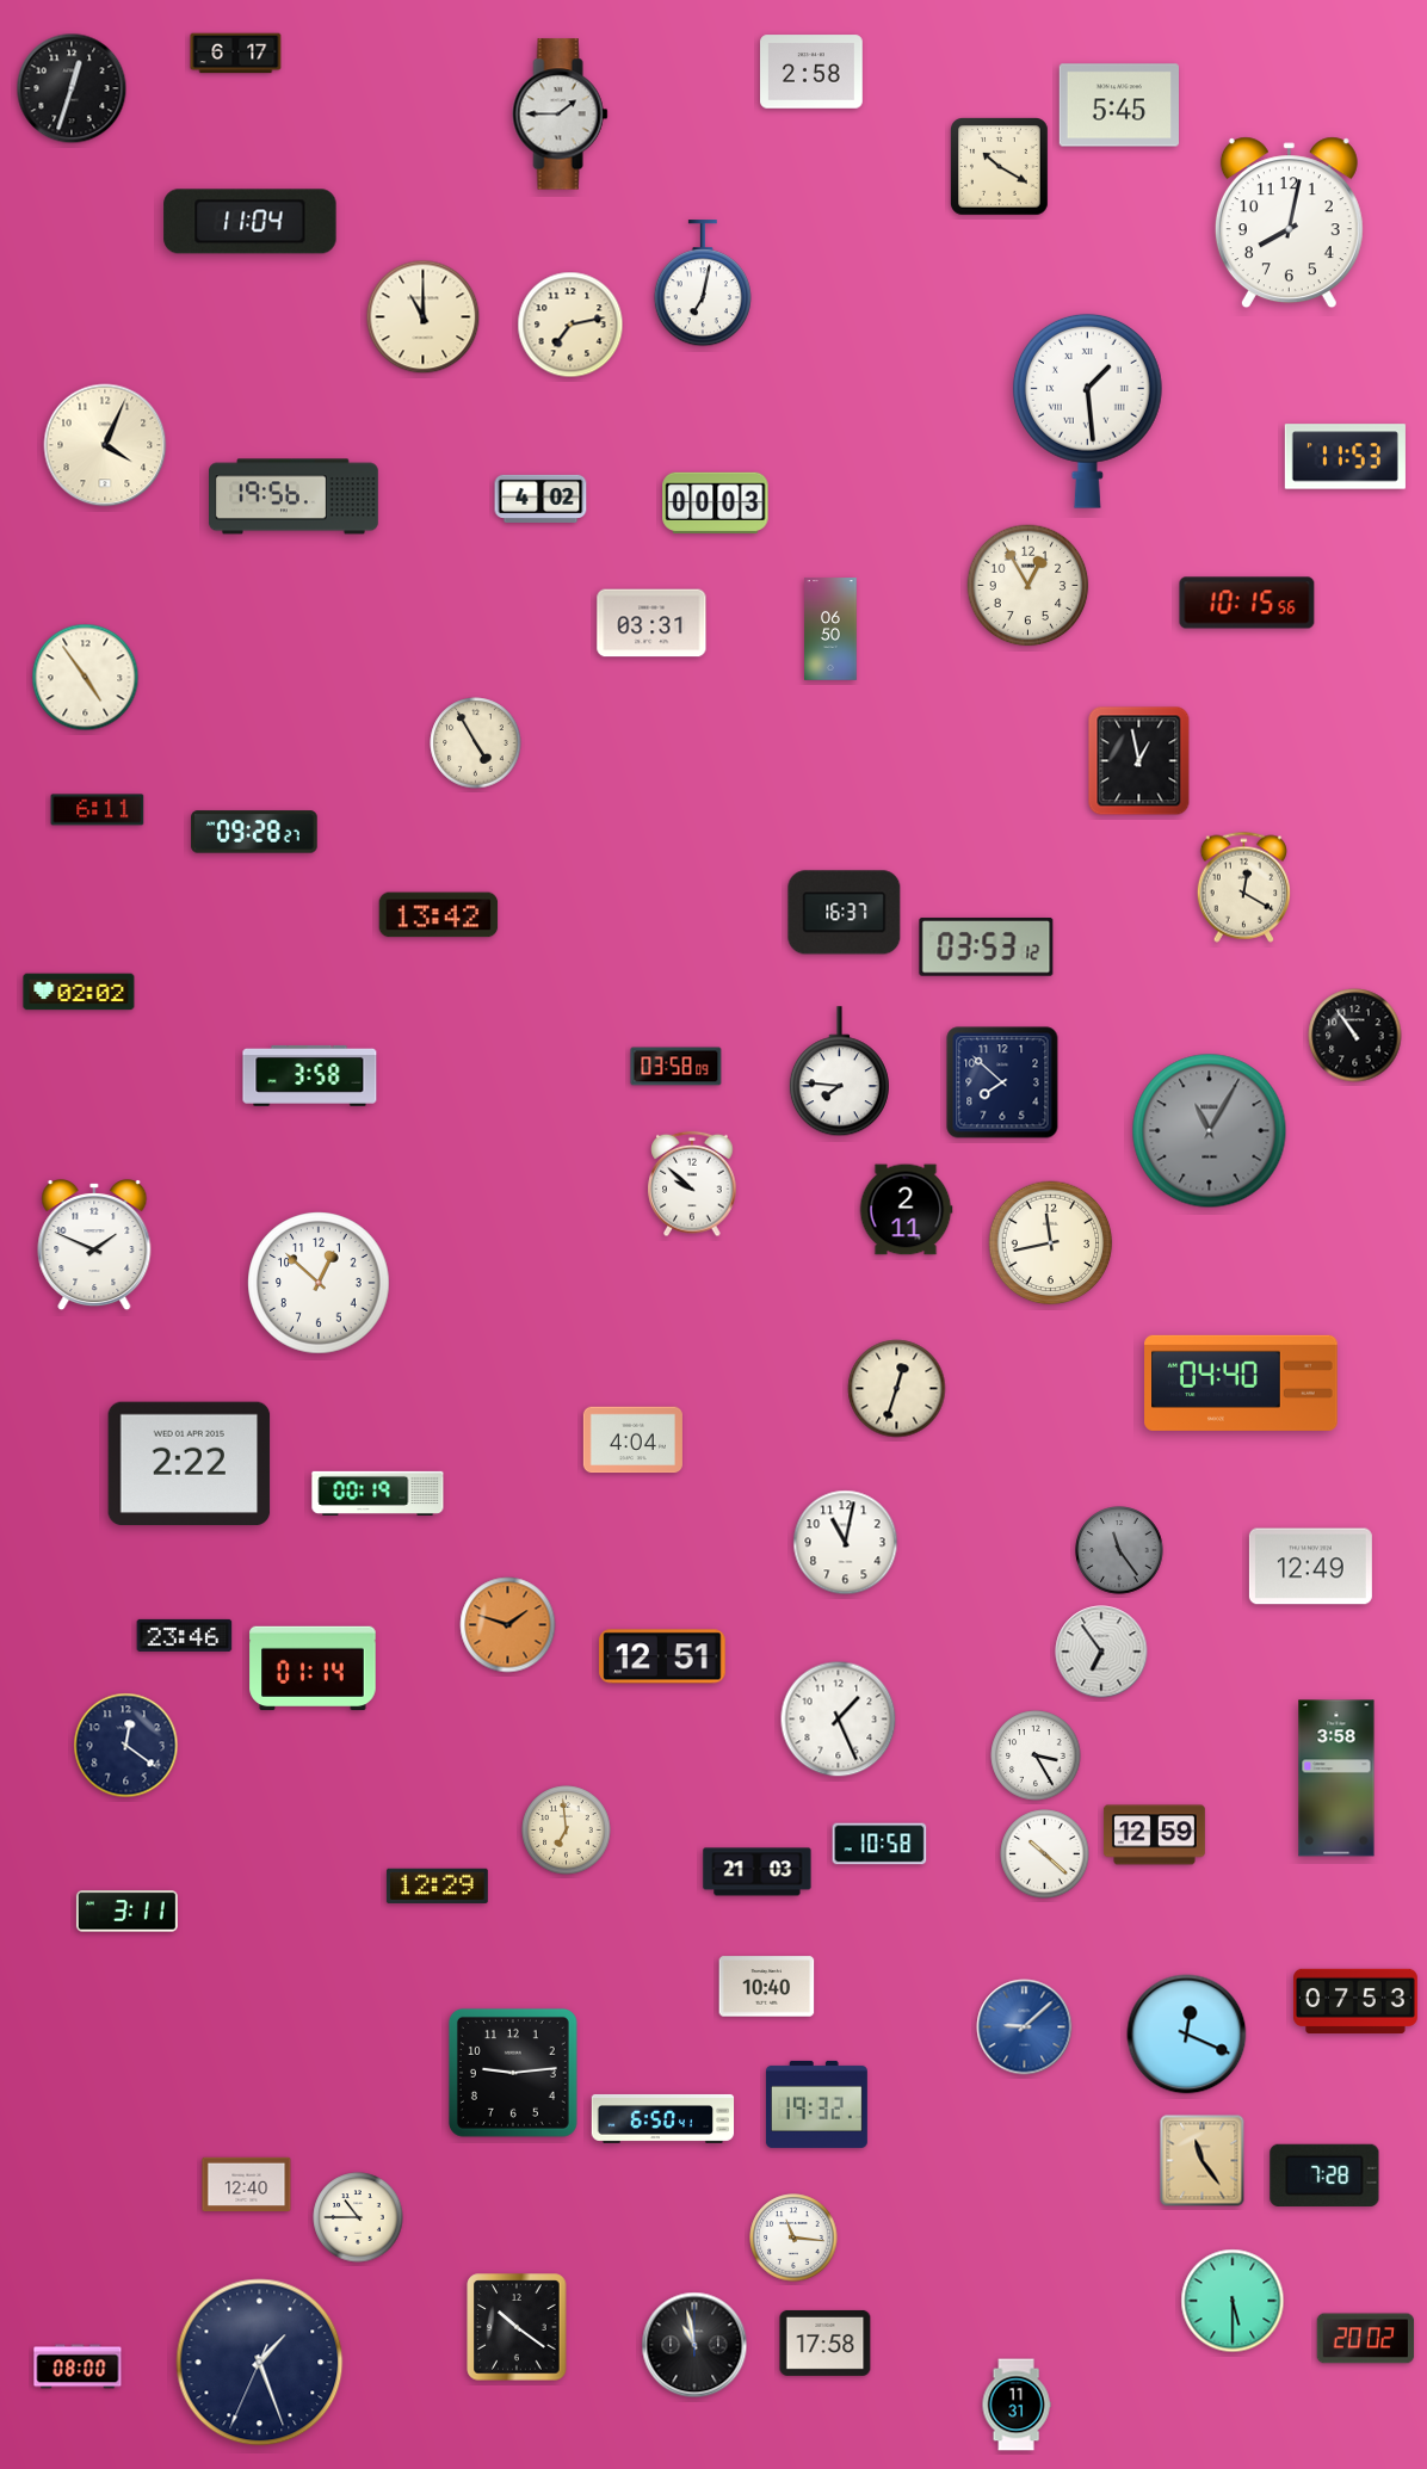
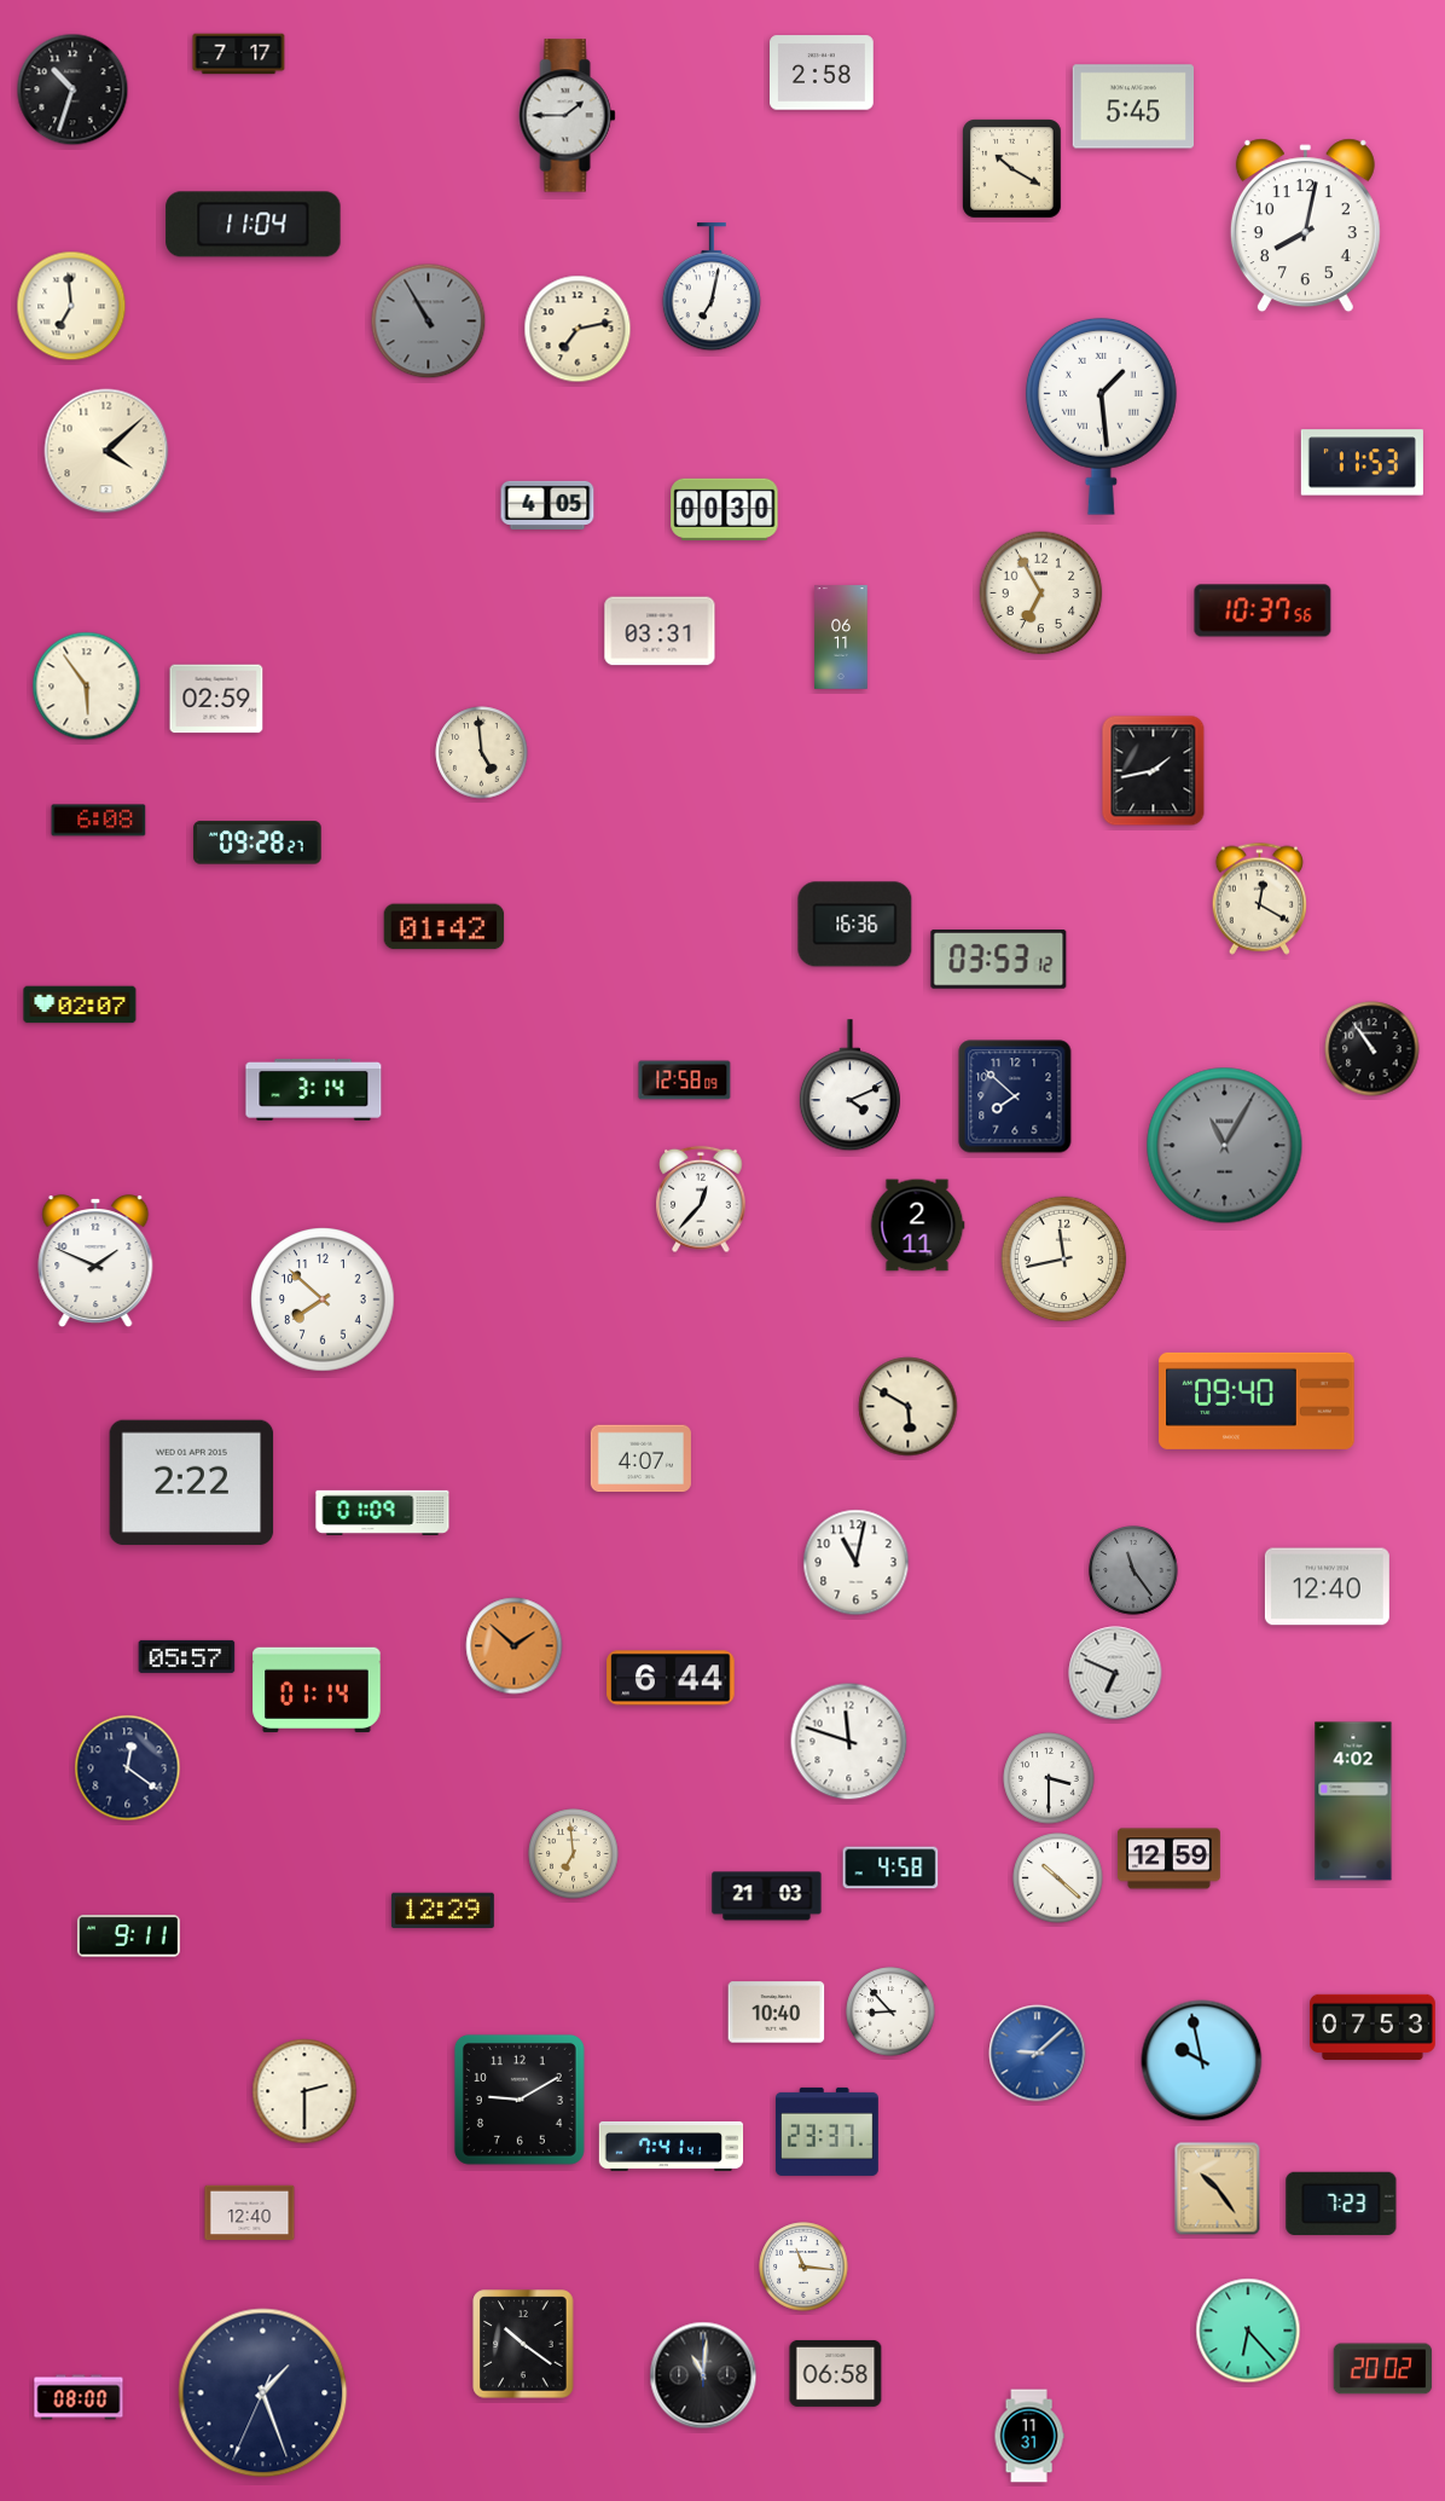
clock at (236, 54): 6:17 -> 7:17
clock at (72, 88): 12:33 -> 10:33
clock at (71, 306): none -> 6:59
clock at (424, 317): 11:00 -> 10:55
clock at (424, 317) dial: cream -> grey
clock at (105, 445): 4:04 -> 4:08
clock at (295, 496): 19:56 -> none
clock at (540, 499): 4:02 -> 4:05
clock at (716, 502): 00:03 -> 00:30
clock at (1028, 586): 12:55 -> 6:55
clock at (1247, 603): 10:15 -> 10:37
clock at (830, 629): 06:50 -> 06:11
clock at (86, 678): 4:54 -> 5:54
clock at (216, 699): none -> 02:59
clock at (476, 743): 4:55 -> 4:59
clock at (1139, 761): 12:58 -> 1:43
clock at (98, 810): 6:11 -> 6:08
clock at (845, 913): 16:37 -> 16:36
clock at (439, 915): 13:42 -> 01:42
clock at (79, 992): 02:02 -> 02:07
clock at (677, 1067): 03:58 -> 12:58
clock at (839, 1072): 7:46 -> 4:11
clock at (310, 1075): 3:58 -> 3:14
clock at (692, 1184): 9:52 -> 12:37
clock at (319, 1283): 12:52 -> 7:52
clock at (1241, 1383): 04:40 -> 09:40
clock at (897, 1389): 12:33 -> 5:50
clock at (632, 1440): 4:04 -> 4:07
clock at (378, 1493): 00:19 -> 01:09
clock at (1310, 1567): 12:49 -> 12:40
clock at (508, 1625): 1:48 -> 1:52
clock at (185, 1635): 23:46 -> 05:57
clock at (1101, 1652): 6:54 -> 6:49
clock at (662, 1656): 12:51 -> 6:44
clock at (839, 1720): 1:26 -> 11:48
clock at (1036, 1755): 3:25 -> 3:30
clock at (1336, 1778): 3:58 -> 4:02
clock at (879, 1844): 10:58 -> 4:58
clock at (126, 1912): 3:11 -> 9:11
clock at (890, 2011): none -> 8:53
clock at (1187, 2035): 12:19 -> 9:58
clock at (304, 2091): none -> 2:30
clock at (513, 2073): 9:14 -> 9:10
clock at (816, 2104): 19:32 -> 23:37
clock at (663, 2118): 6:50 -> 7:41
clock at (1203, 2161): 11:24 -> 10:24
clock at (1324, 2174): 7:28 -> 7:23
clock at (358, 2217): 10:45 -> none
clock at (1233, 2301): 5:30 -> 6:23
clock at (517, 2327) position: (517, 2327) -> (523, 2344)
clock at (826, 2343): 17:58 -> 06:58
clock at (694, 2345): 10:58 -> 11:01
